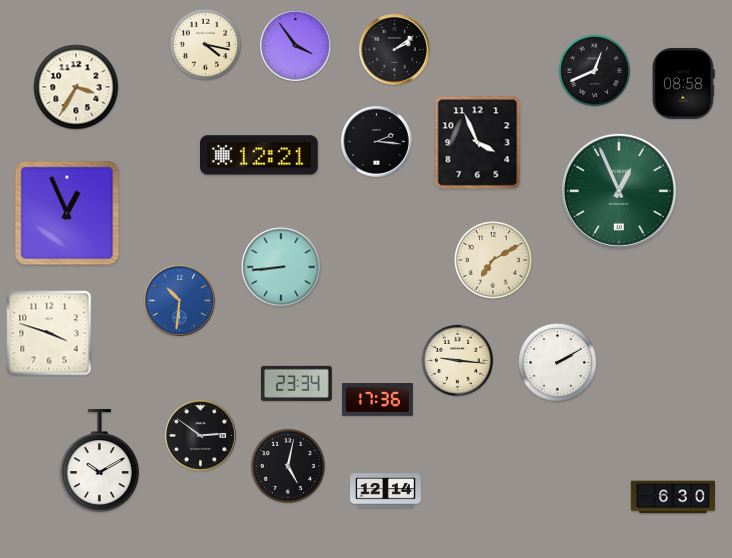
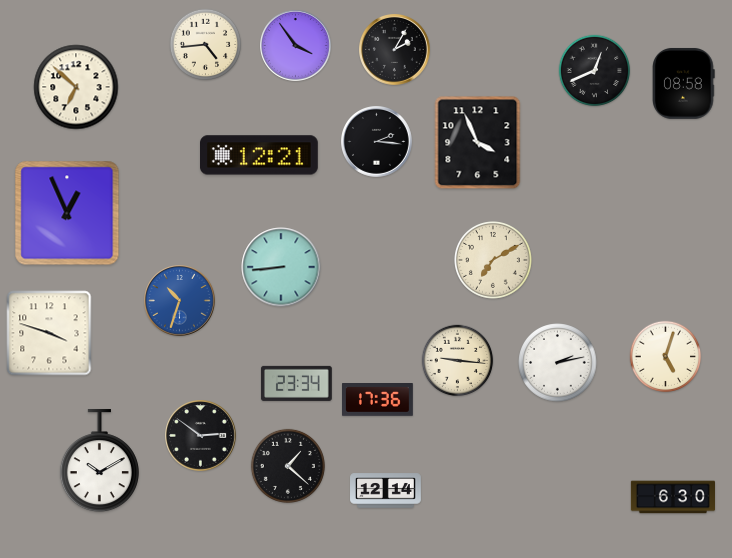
clock at (206, 45): 4:17 -> 4:44
clock at (395, 50): 2:09 -> 2:05
clock at (76, 87): 3:35 -> 6:52
clock at (619, 191): 12:56 -> none
clock at (180, 301): 10:31 -> 10:33
clock at (666, 357): none -> 5:03
clock at (558, 363): 2:10 -> 2:13
clock at (288, 466): 5:02 -> 1:22
